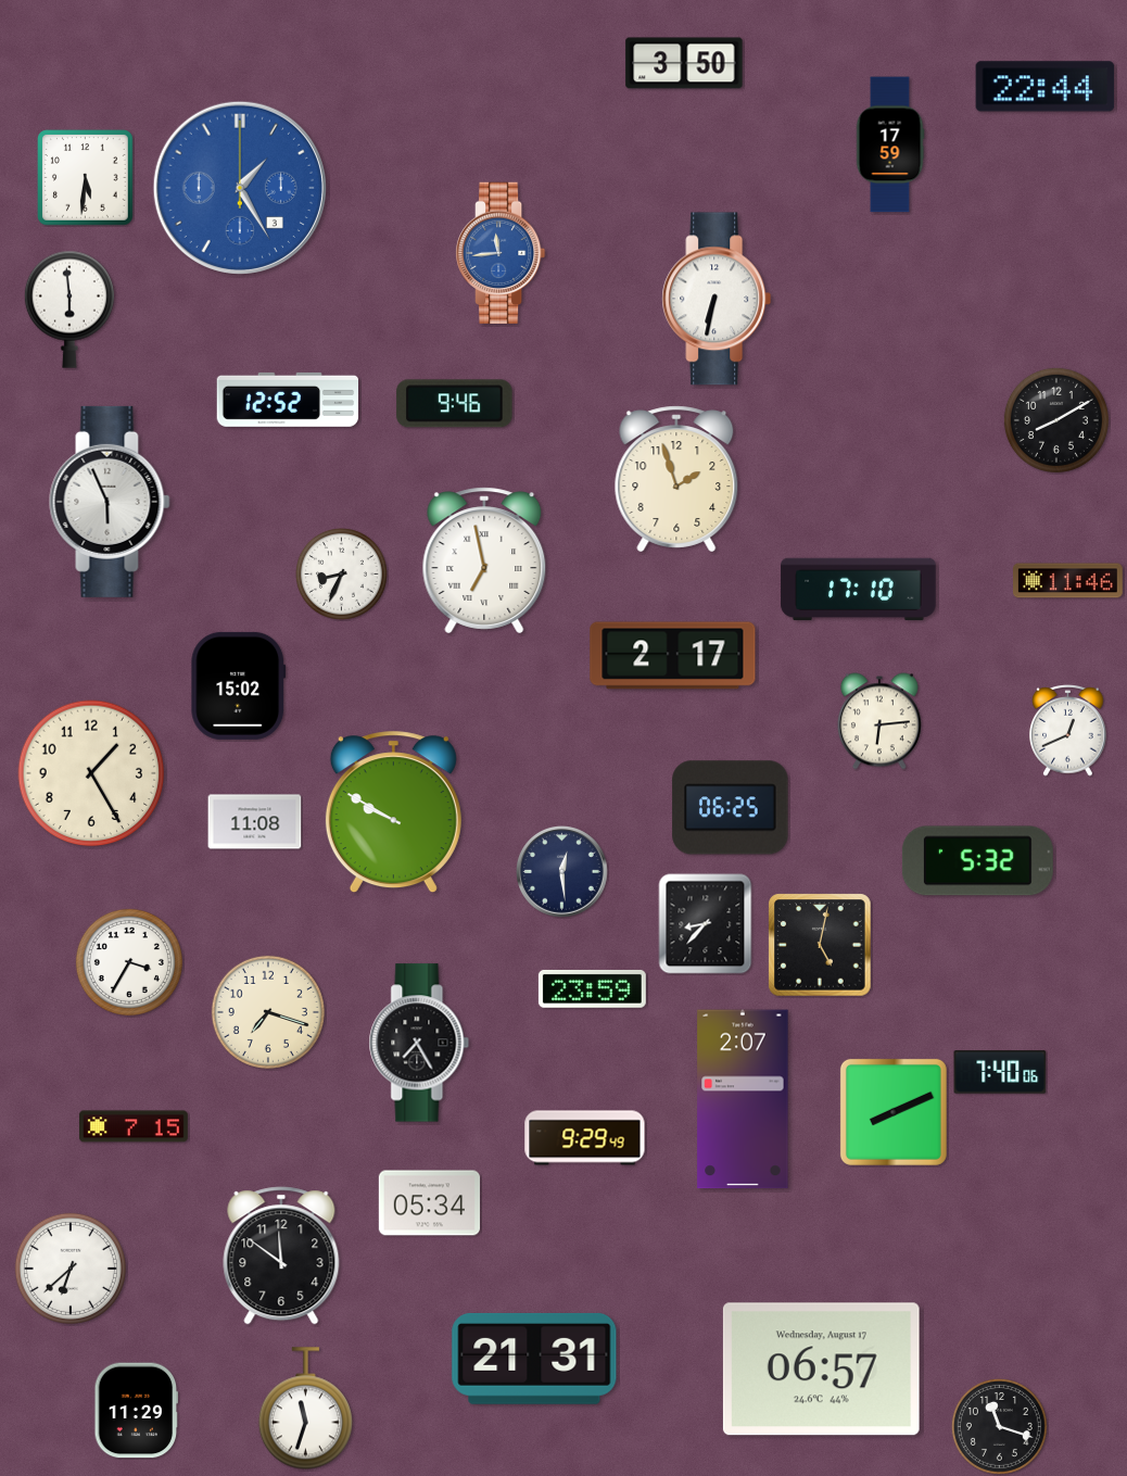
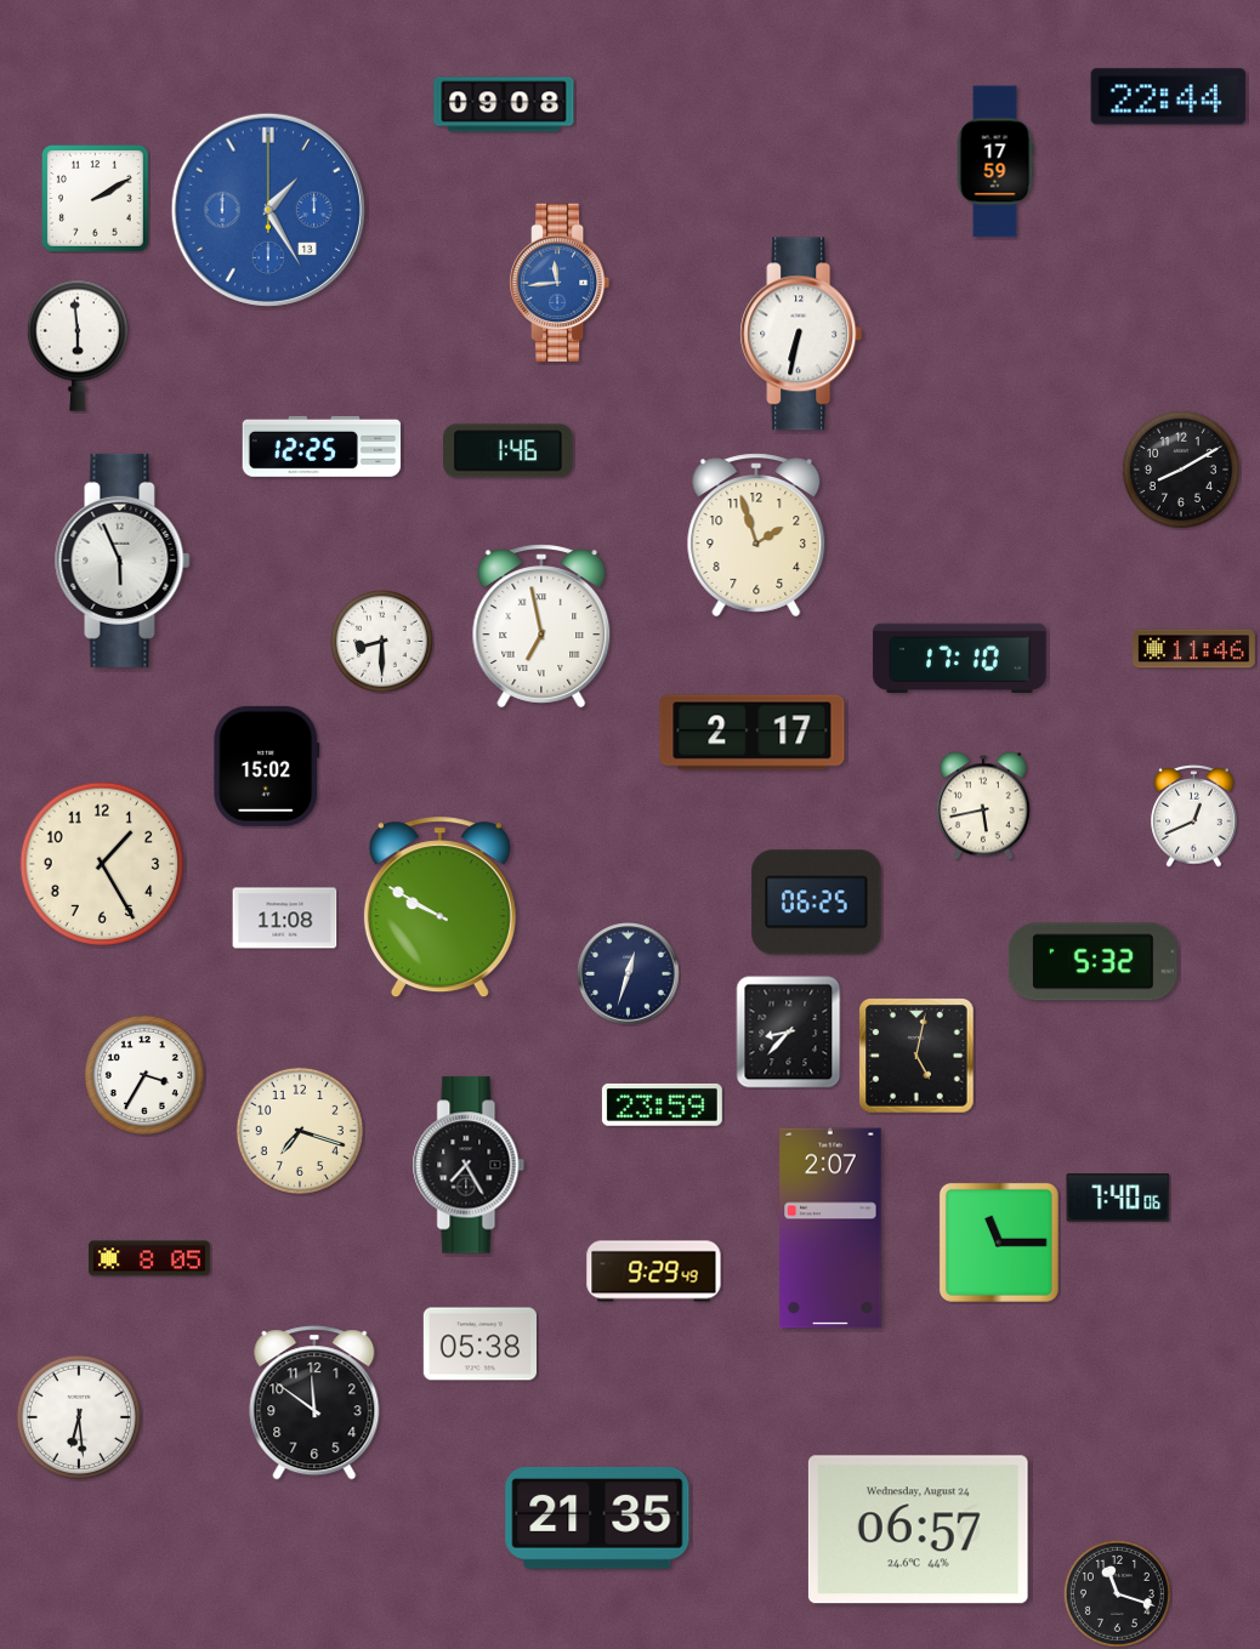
clock at (684, 63): 3:50 -> none
clock at (504, 104): none -> 09:08
clock at (86, 178): 5:31 -> 2:10
clock at (240, 188) date: 3 -> 13
clock at (287, 400): 12:52 -> 12:25
clock at (455, 404): 9:46 -> 1:46
clock at (341, 573): 8:34 -> 8:30
clock at (879, 721): 6:14 -> 5:43
clock at (562, 872): 12:29 -> 12:33
clock at (894, 1112): 8:11 -> 11:15
clock at (134, 1126): 7:15 -> 8:05
clock at (429, 1203): 05:34 -> 05:38
clock at (71, 1269): 6:38 -> 6:29
clock at (534, 1359): 21:31 -> 21:35
clock at (821, 1370) date: Wednesday, August 17 -> Wednesday, August 24
clock at (305, 1409): 11:33 -> none
clock at (137, 1411): 11:29 -> none
